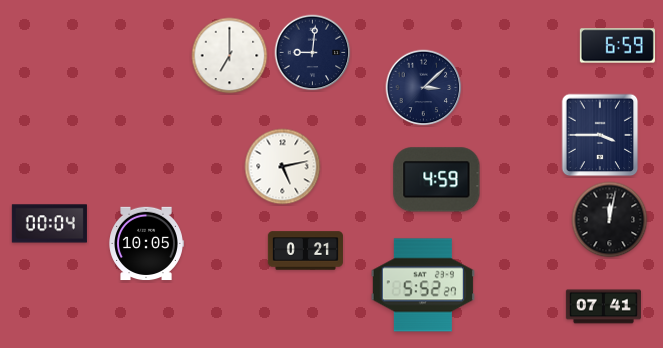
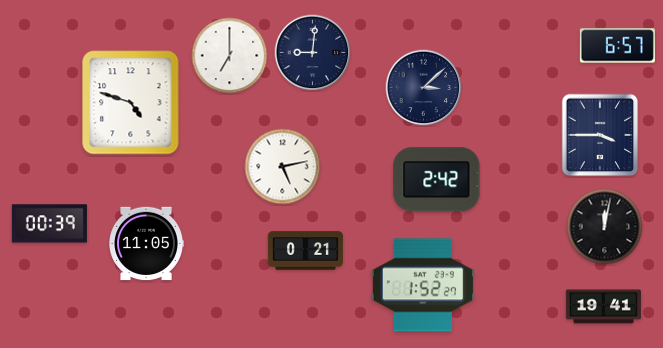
clock at (617, 46): 6:59 -> 6:57
clock at (131, 103): none -> 4:48
clock at (437, 180): 4:59 -> 2:42
clock at (610, 220) position: (610, 220) -> (605, 227)
clock at (49, 224): 00:04 -> 00:39
clock at (146, 244): 10:05 -> 11:05
clock at (423, 285): 5:52 -> 1:52
clock at (603, 307): 07:41 -> 19:41
